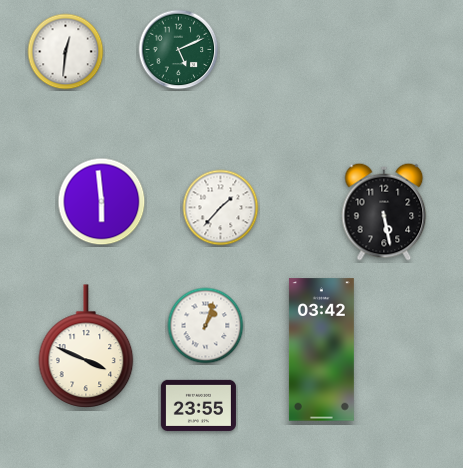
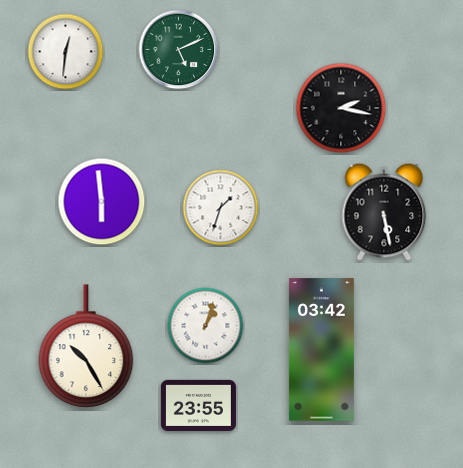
clock at (341, 108): none -> 2:17
clock at (221, 208): 1:37 -> 1:33
clock at (86, 346): 3:49 -> 10:25
